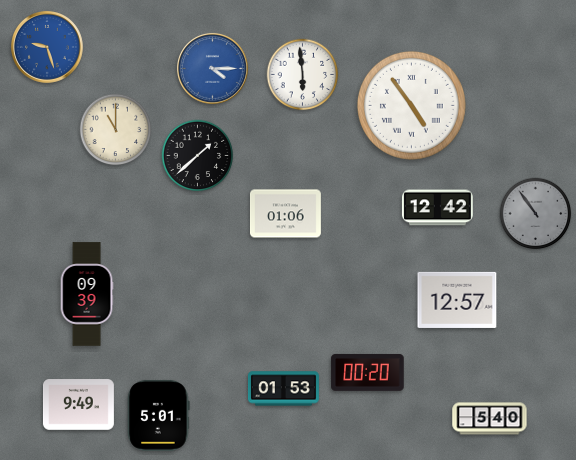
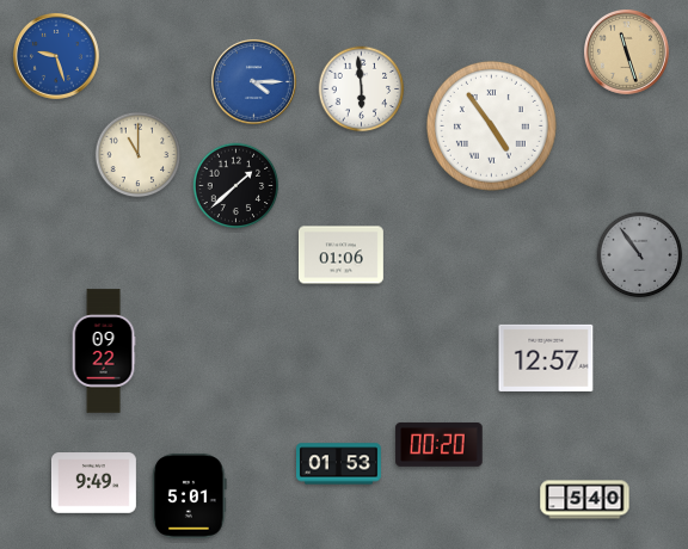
clock at (626, 51): none -> 11:27
clock at (437, 208): 12:42 -> none
clock at (87, 294): 09:39 -> 09:22
